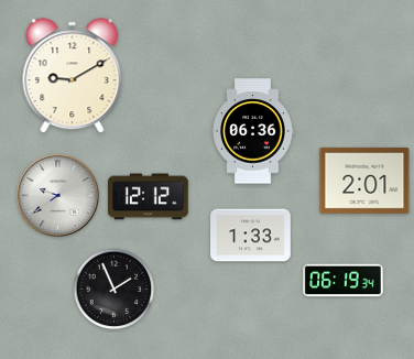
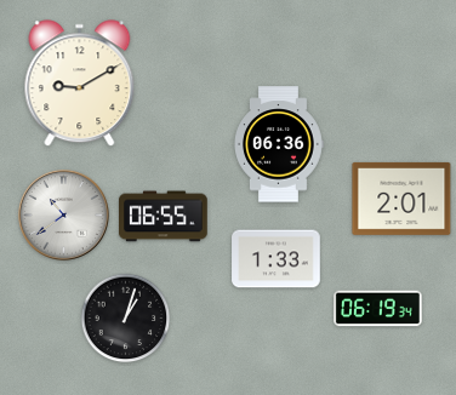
clock at (57, 195): 9:39 -> 10:39
clock at (149, 197): 12:12 -> 06:55
clock at (115, 290): 1:56 -> 1:03
